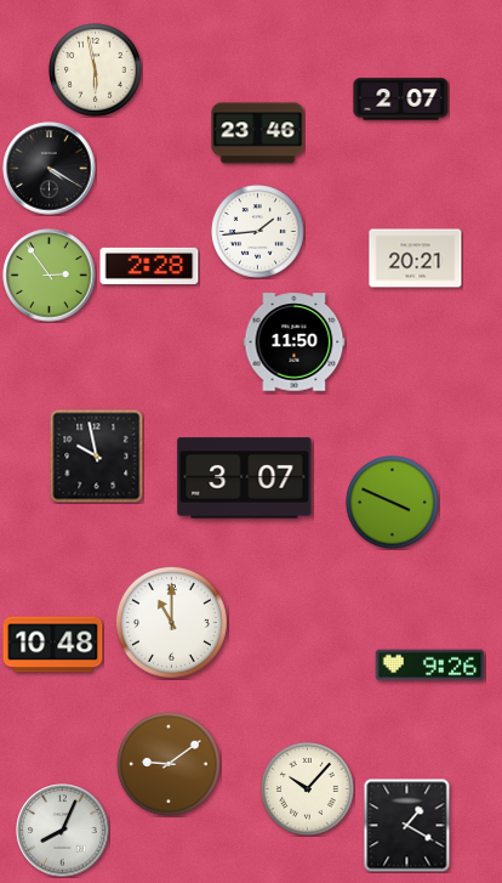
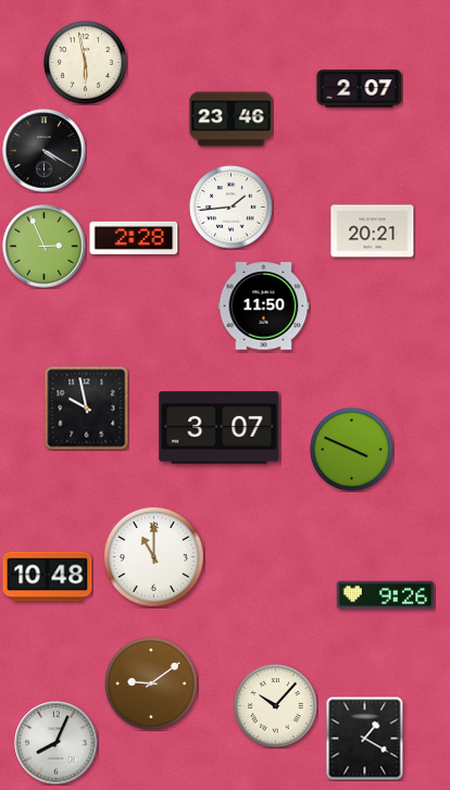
clock at (50, 276): 2:54 -> 2:56
